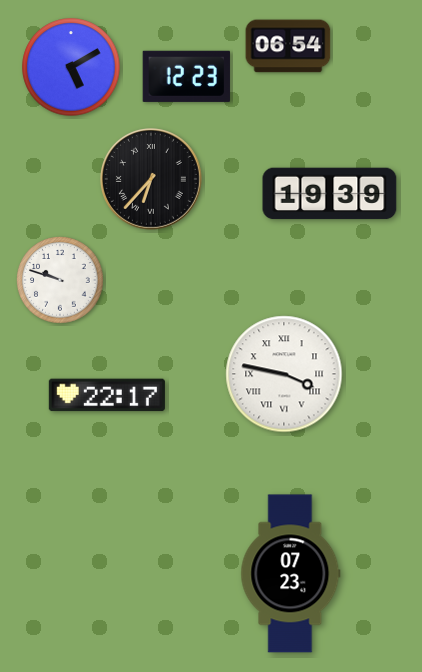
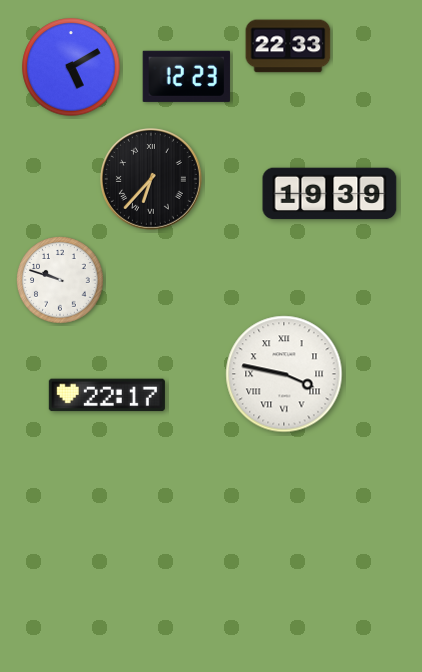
clock at (288, 46): 06:54 -> 22:33
clock at (291, 574): 07:23 -> none
